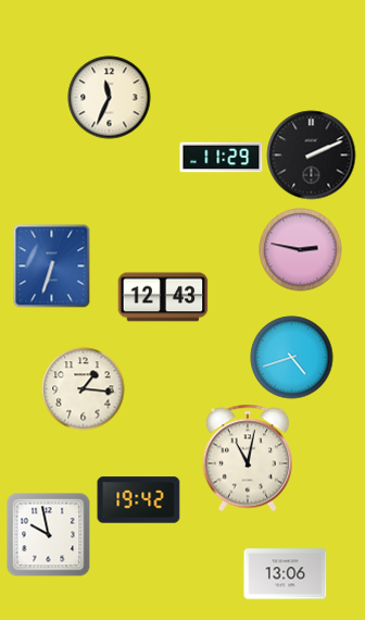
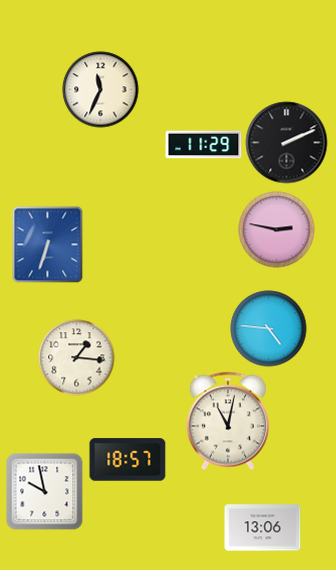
clock at (163, 297): 12:43 -> none
clock at (292, 358): 4:42 -> 4:46
clock at (139, 500): 19:42 -> 18:57
